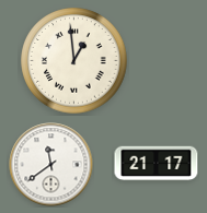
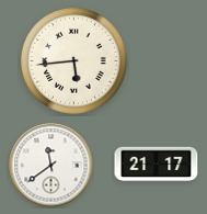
clock at (74, 61): 12:59 -> 5:44
